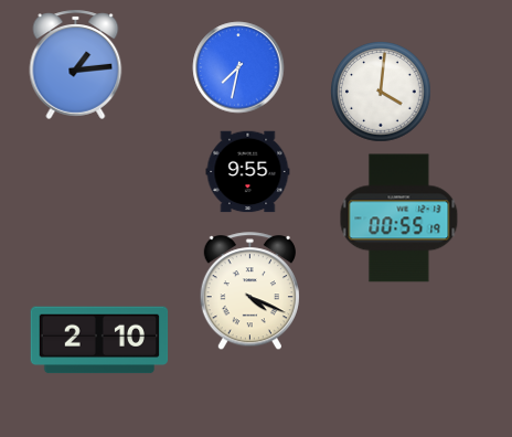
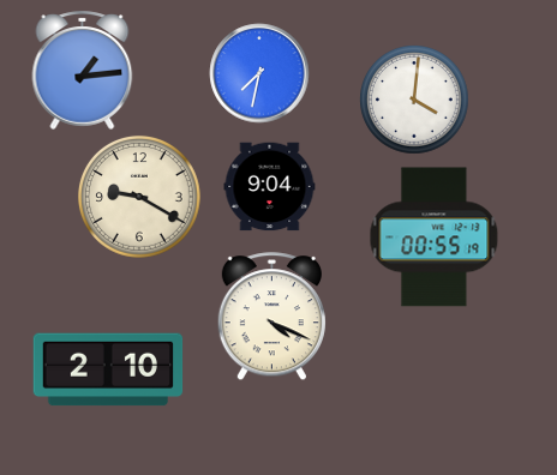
clock at (248, 172): 9:55 -> 9:04
clock at (139, 197): none -> 9:20
